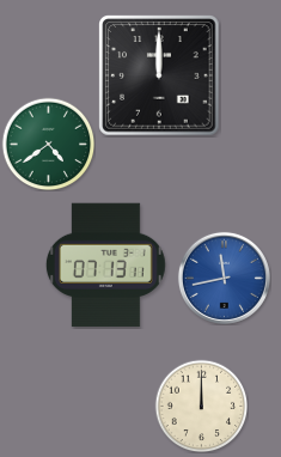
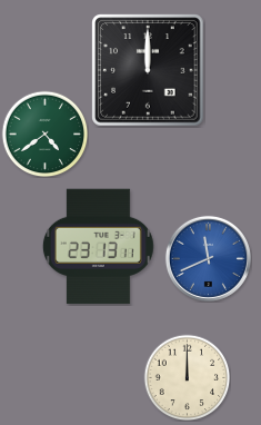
clock at (105, 266): 07:13 -> 23:13
clock at (224, 278): 11:43 -> 11:41
